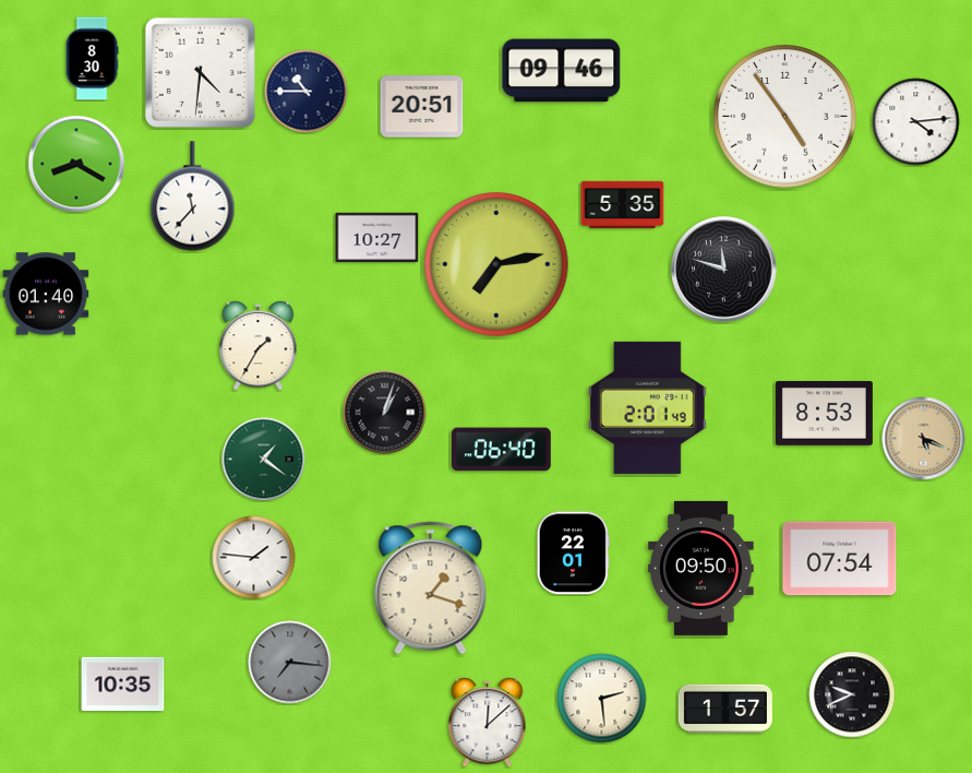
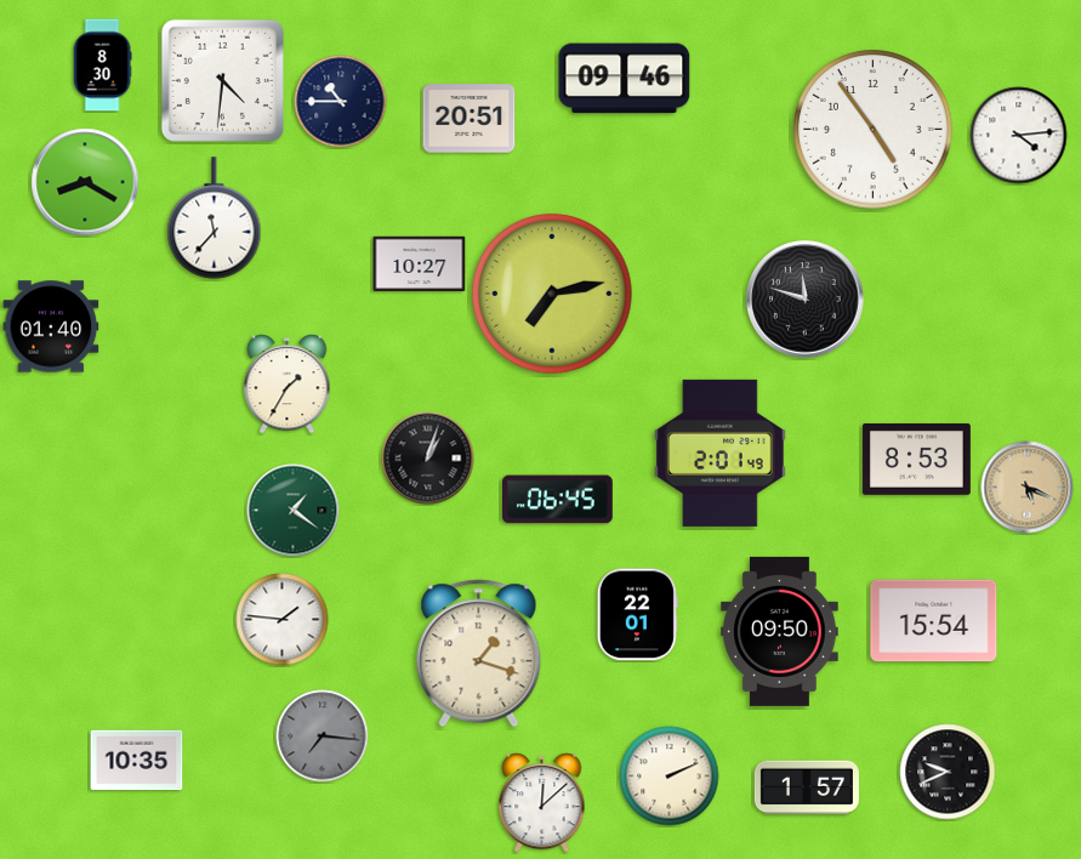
clock at (623, 205): 5:35 -> none
clock at (502, 450): 06:40 -> 06:45
clock at (840, 559): 07:54 -> 15:54
clock at (602, 699): 2:29 -> 2:11
